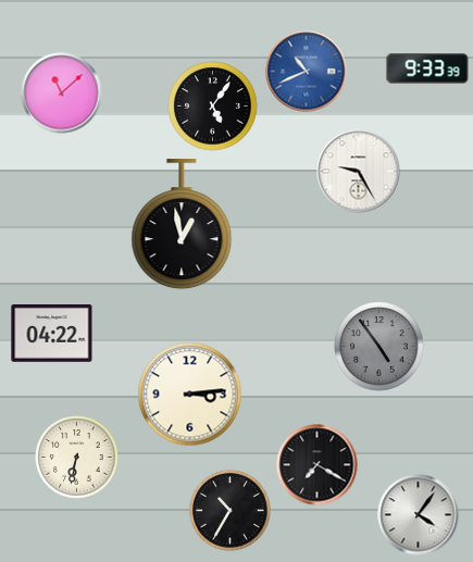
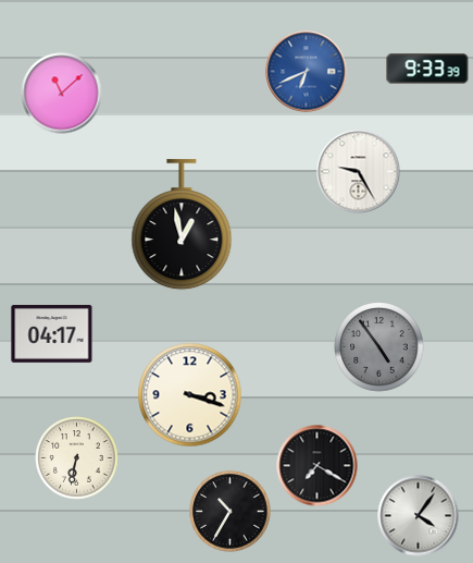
clock at (307, 72): 10:41 -> 6:41
clock at (213, 107): 5:06 -> none
clock at (52, 334): 04:22 -> 04:17
clock at (190, 395): 3:14 -> 3:18
